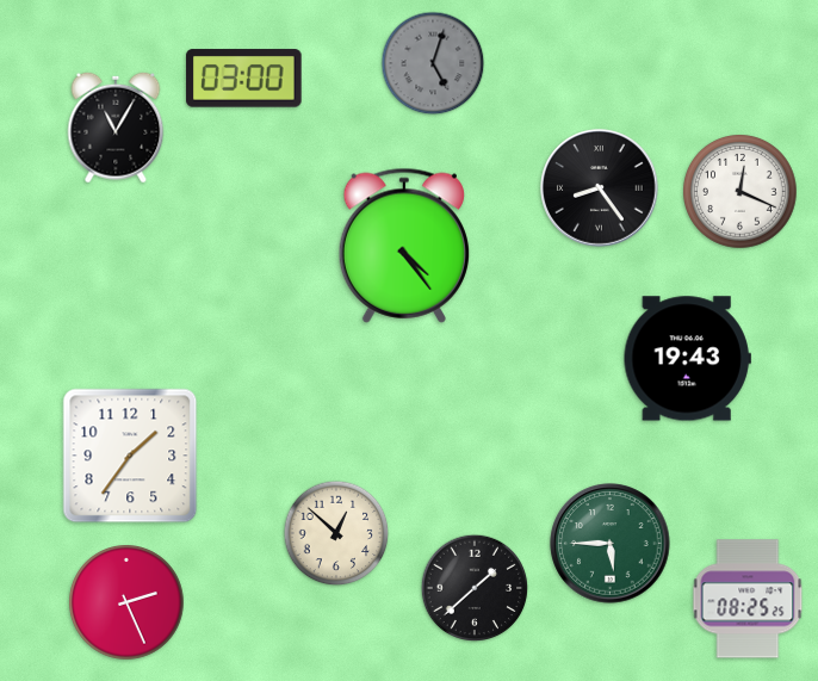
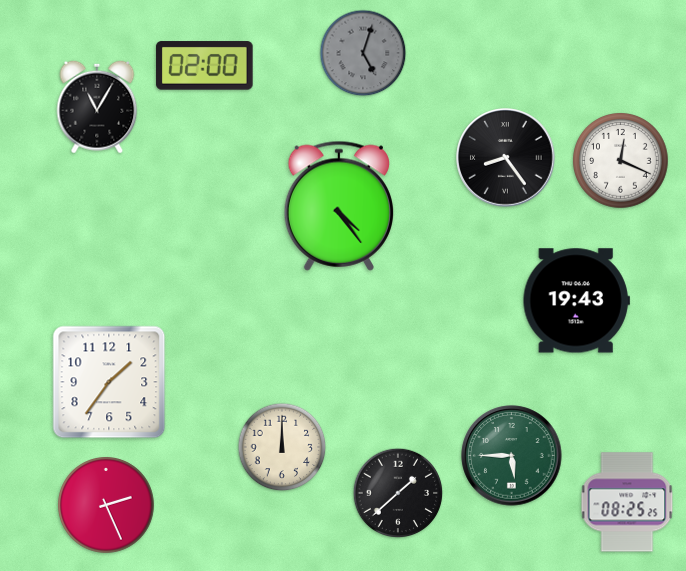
clock at (244, 79): 03:00 -> 02:00
clock at (600, 188) position: (600, 188) -> (506, 158)
clock at (336, 533): 12:52 -> 12:00
